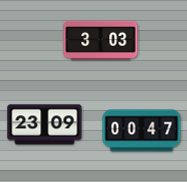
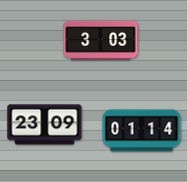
clock at (142, 131): 00:47 -> 01:14
